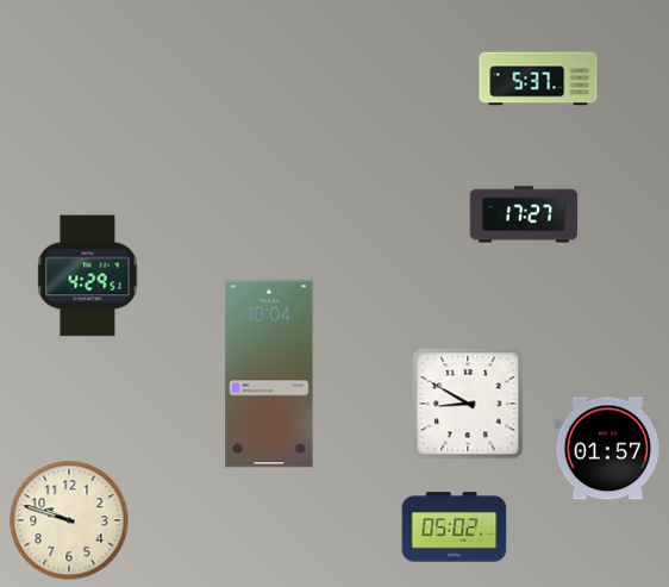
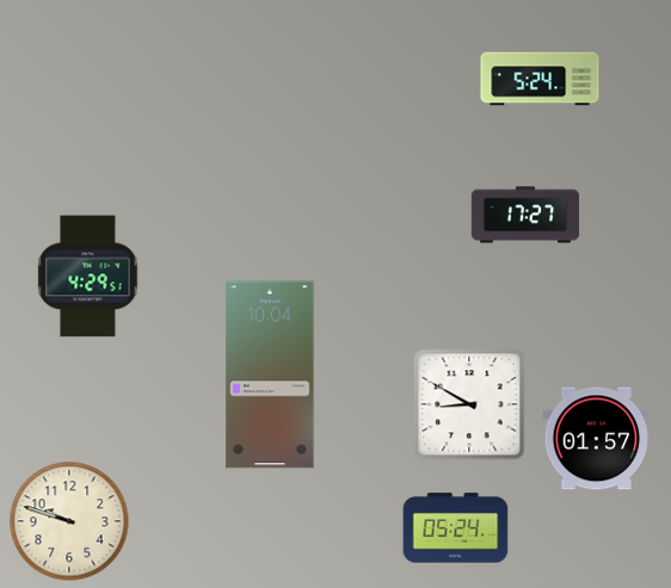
clock at (538, 79): 5:37 -> 5:24
clock at (608, 449) position: (608, 449) -> (597, 439)
clock at (455, 527): 05:02 -> 05:24
